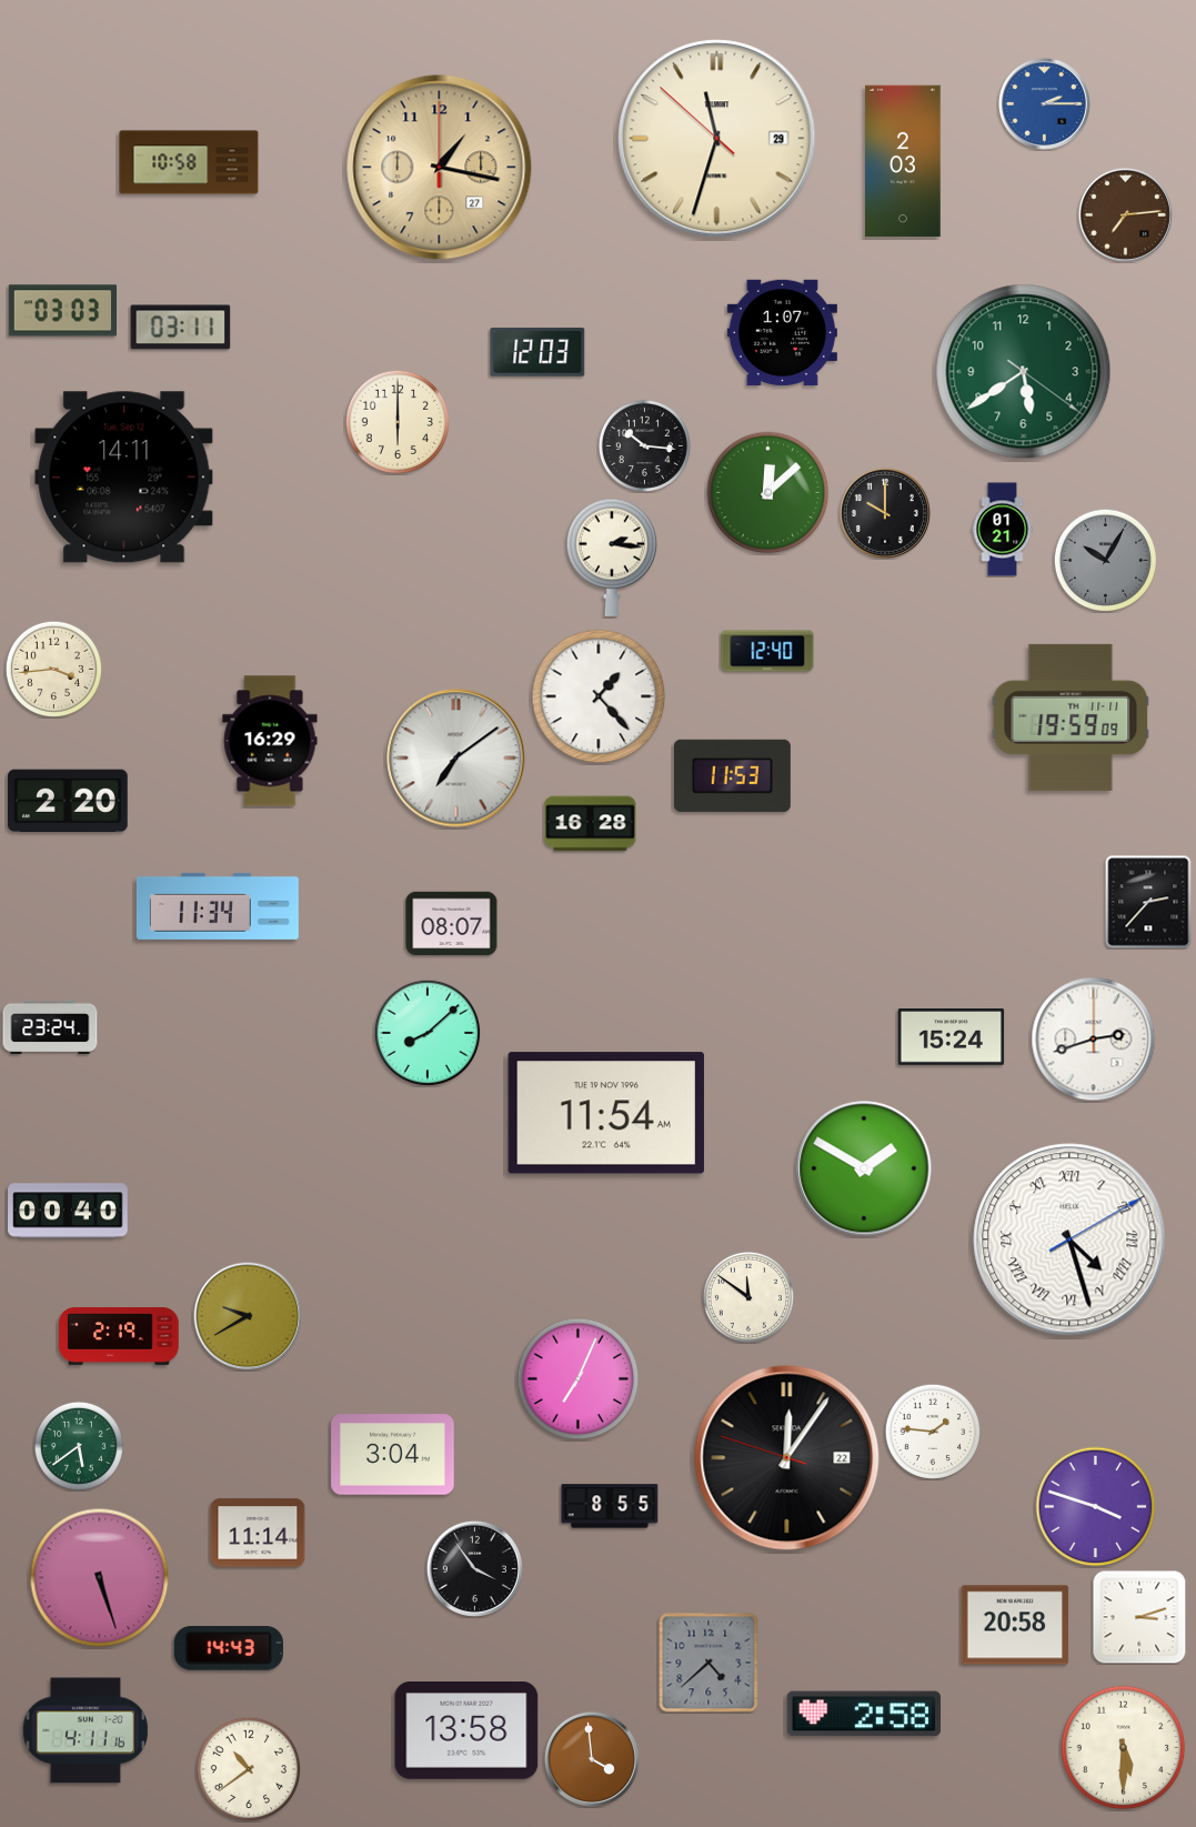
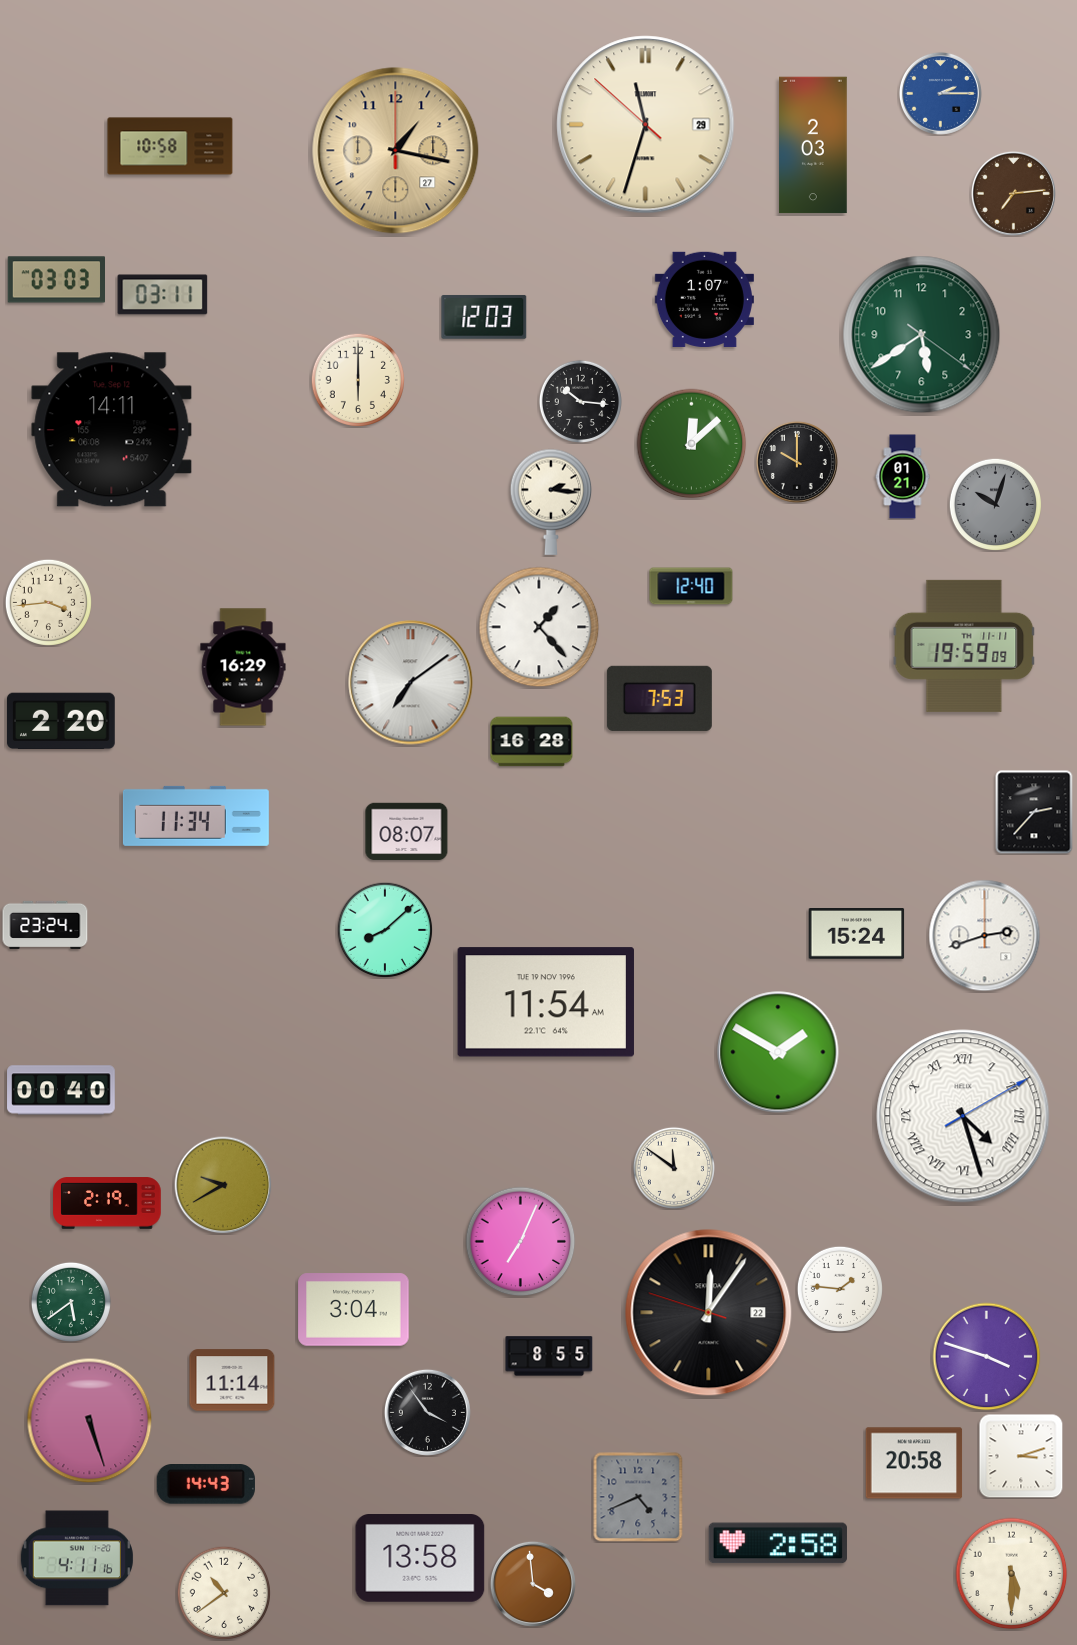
clock at (1105, 560): 10:05 -> 10:03
clock at (732, 775): 11:53 -> 7:53
clock at (1139, 1617) position: (1139, 1617) -> (1021, 1456)
clock at (708, 1663): 4:38 -> 4:41
